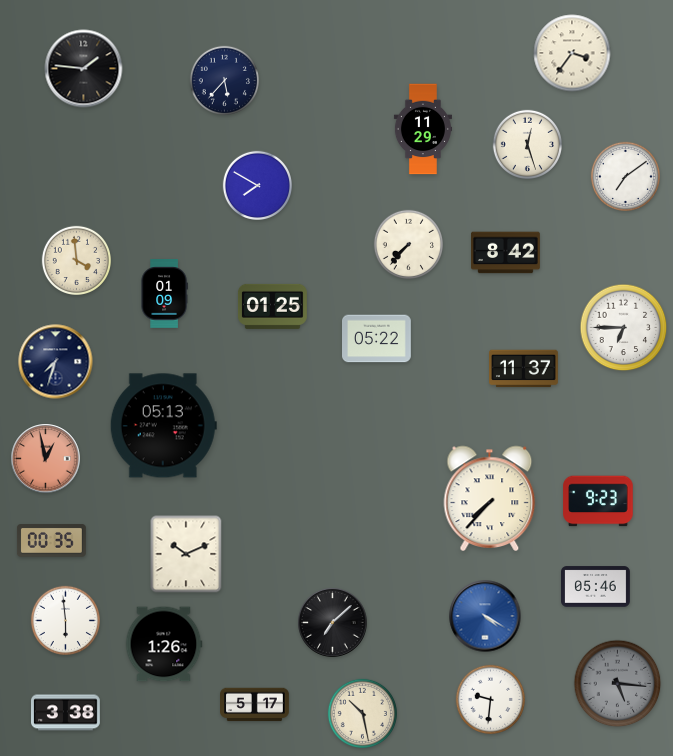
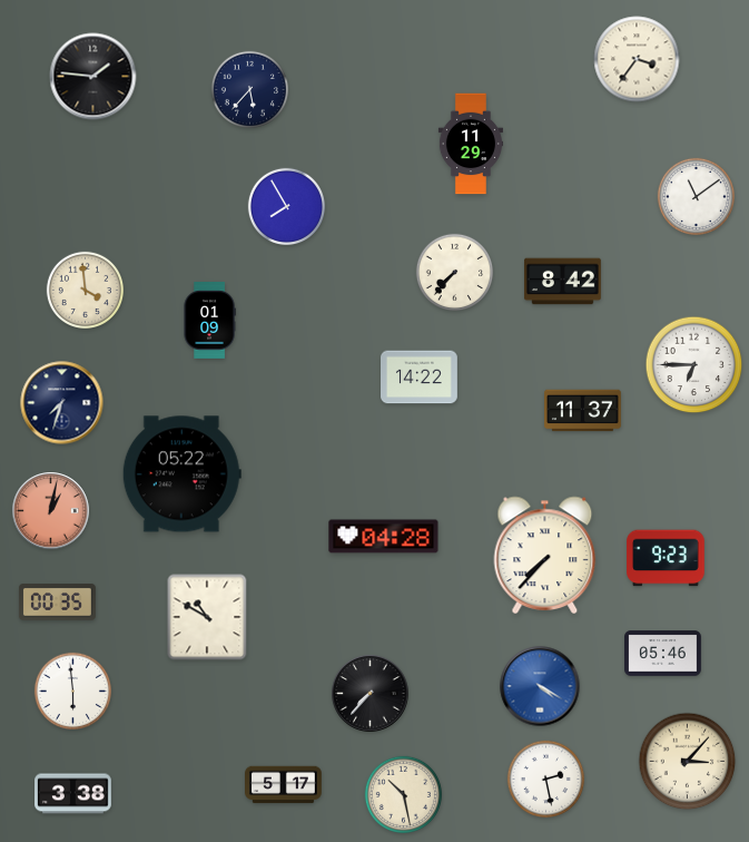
clock at (527, 144): 12:27 -> none
clock at (625, 176): 7:09 -> 11:09
clock at (257, 185): 7:50 -> 7:55
clock at (164, 294) position: (164, 294) -> (209, 321)
clock at (272, 306): 01:25 -> none
clock at (377, 339): 05:22 -> 14:22
clock at (163, 426): 05:13 -> 05:22
clock at (46, 459): 12:58 -> 1:02
clock at (384, 537): none -> 04:28
clock at (186, 554): 10:11 -> 10:50
clock at (333, 623): 7:08 -> 7:37
clock at (164, 644): 1:26 -> none
clock at (618, 684): 5:16 -> 3:07
clock at (618, 684) dial: grey -> cream
clock at (490, 699): 9:31 -> 2:28
